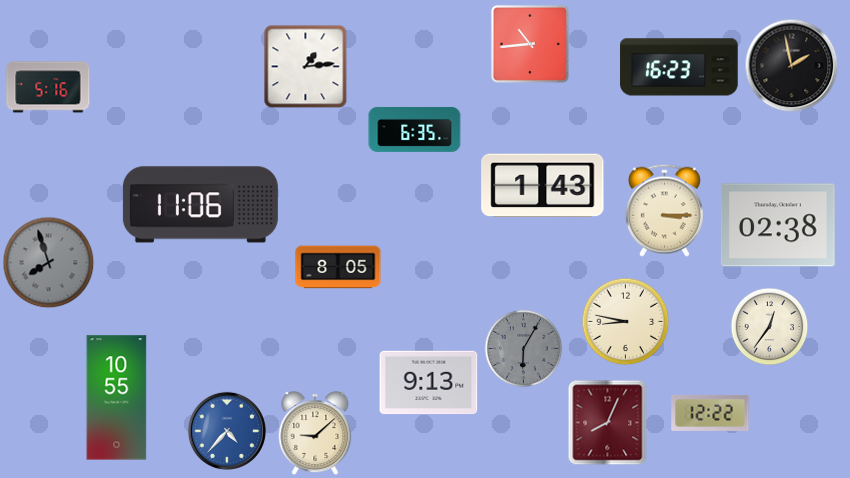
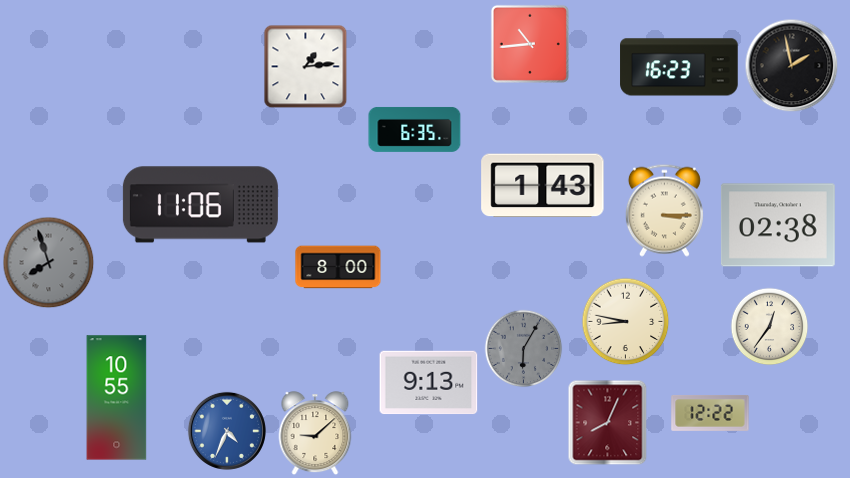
clock at (48, 87): 5:16 -> none
clock at (338, 267): 8:05 -> 8:00
clock at (227, 431): 4:37 -> 4:34
